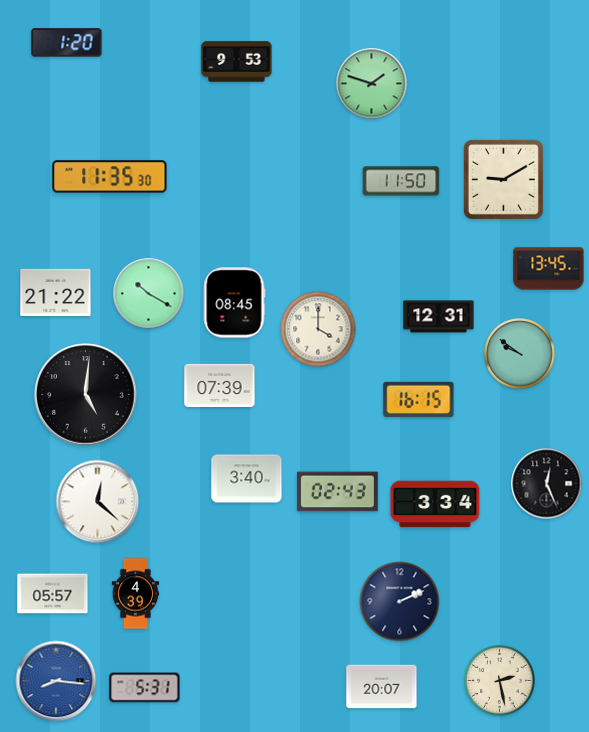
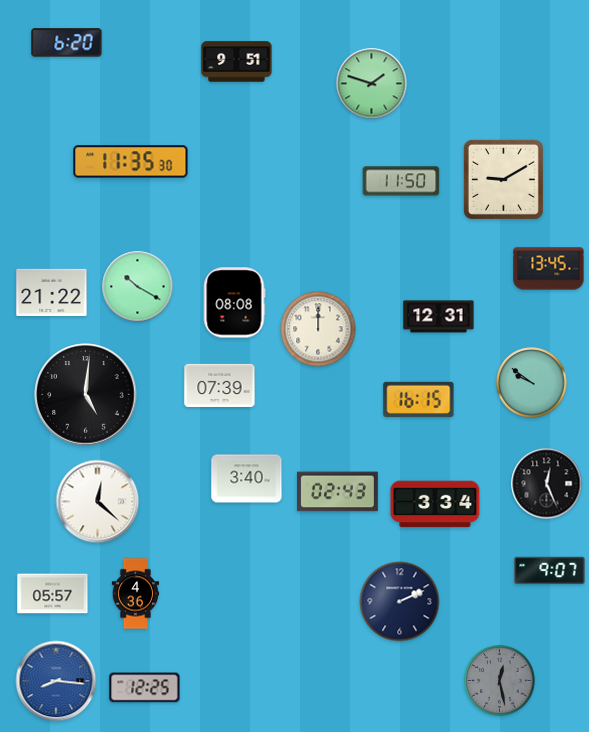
clock at (67, 43): 1:20 -> 6:20
clock at (237, 62): 9:53 -> 9:51
clock at (110, 177) position: (110, 177) -> (131, 162)
clock at (56, 292) position: (56, 292) -> (52, 292)
clock at (149, 294) position: (149, 294) -> (138, 287)
clock at (234, 303): 08:45 -> 08:08
clock at (318, 329): 4:00 -> 12:00
clock at (520, 354) position: (520, 354) -> (532, 383)
clock at (550, 571): none -> 9:07
clock at (136, 594): 4:39 -> 4:36
clock at (500, 681): 2:28 -> 12:28
clock at (500, 681) dial: cream -> grey
clock at (382, 687): 20:07 -> none
clock at (145, 688): 5:31 -> 12:25
